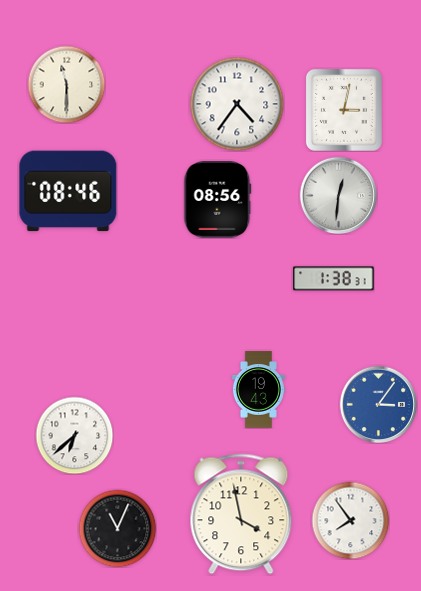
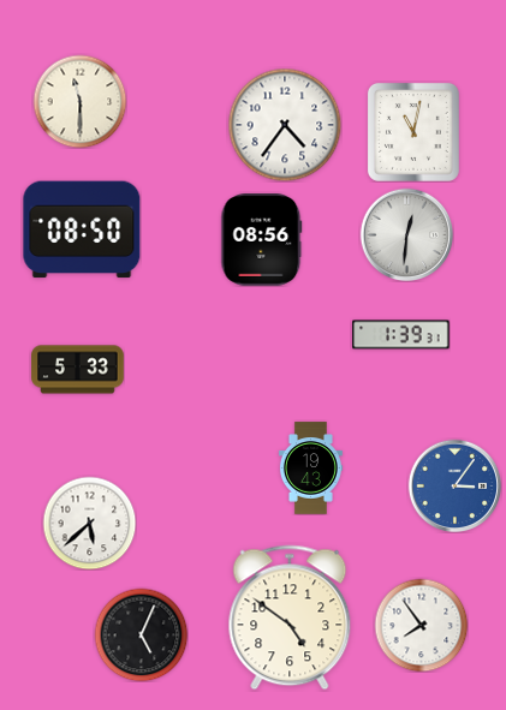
clock at (344, 110): 3:02 -> 11:02
clock at (68, 191): 08:46 -> 08:50
clock at (334, 279): 1:38 -> 1:39
clock at (78, 370): none -> 5:33
clock at (74, 435): 6:38 -> 5:38
clock at (241, 514): 3:58 -> 4:51
clock at (117, 528): 11:04 -> 5:04
